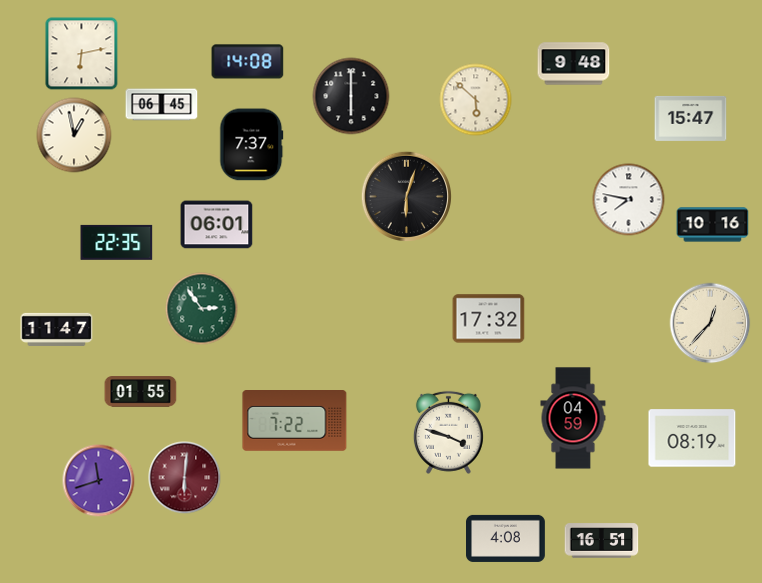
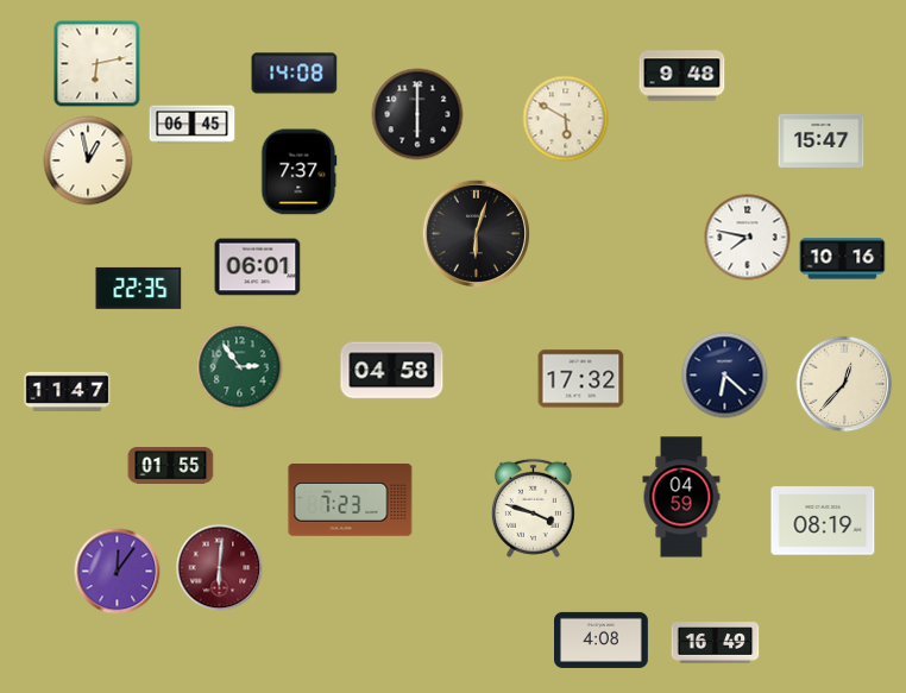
clock at (476, 100): 5:52 -> 5:50
clock at (406, 196) position: (406, 196) -> (476, 233)
clock at (713, 225) position: (713, 225) -> (843, 259)
clock at (392, 371): none -> 04:58
clock at (725, 376): none -> 6:22
clock at (141, 392) position: (141, 392) -> (171, 466)
clock at (295, 421): 7:22 -> 7:23
clock at (448, 432) position: (448, 432) -> (533, 508)
clock at (99, 481): 11:42 -> 12:06
clock at (602, 541): 16:51 -> 16:49
